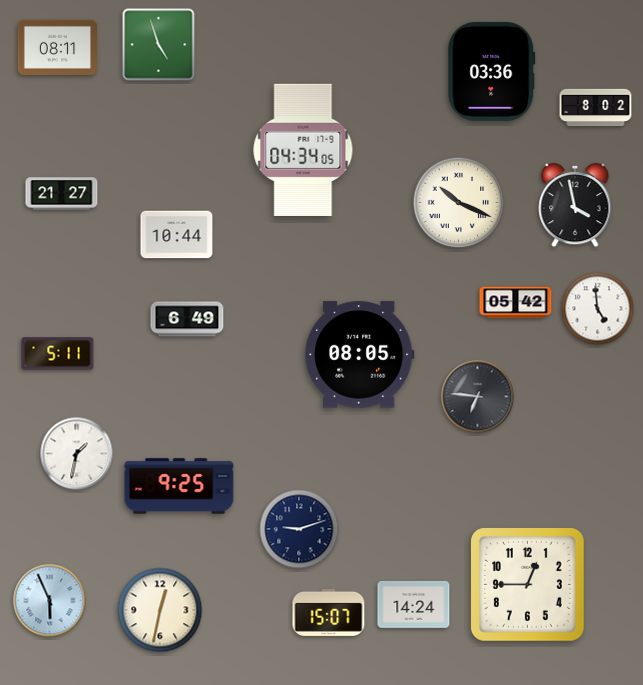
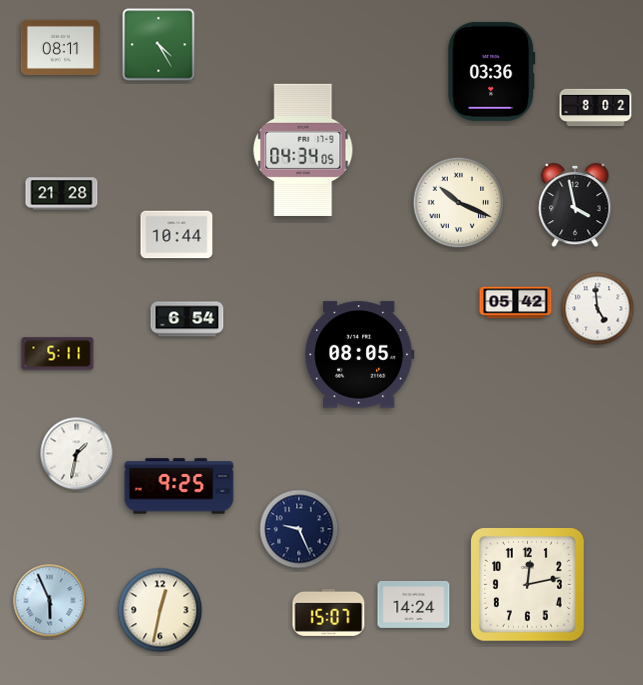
clock at (159, 45): 4:57 -> 4:25
clock at (57, 47) position: (57, 47) -> (60, 47)
clock at (62, 194): 21:27 -> 21:28
clock at (187, 319): 6:49 -> 6:54
clock at (478, 397): 6:46 -> none
clock at (299, 529): 9:12 -> 9:26
clock at (527, 584): 12:45 -> 12:13
